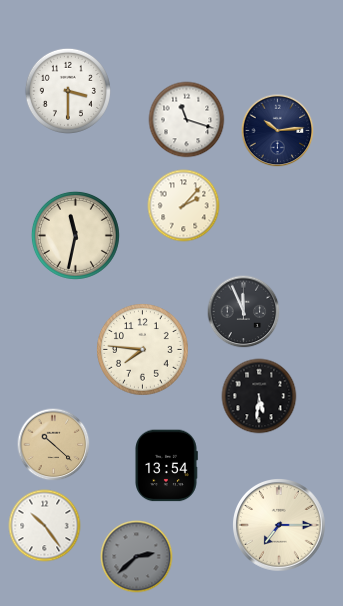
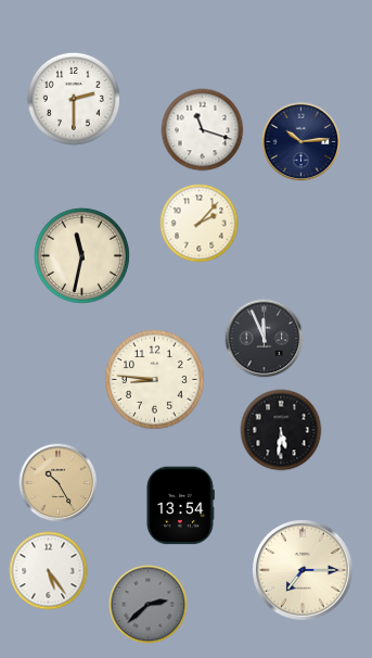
clock at (68, 91): 3:30 -> 2:30
clock at (143, 350): 7:46 -> 8:46
clock at (54, 445): 10:22 -> 10:25
clock at (45, 526): 10:24 -> 5:24
